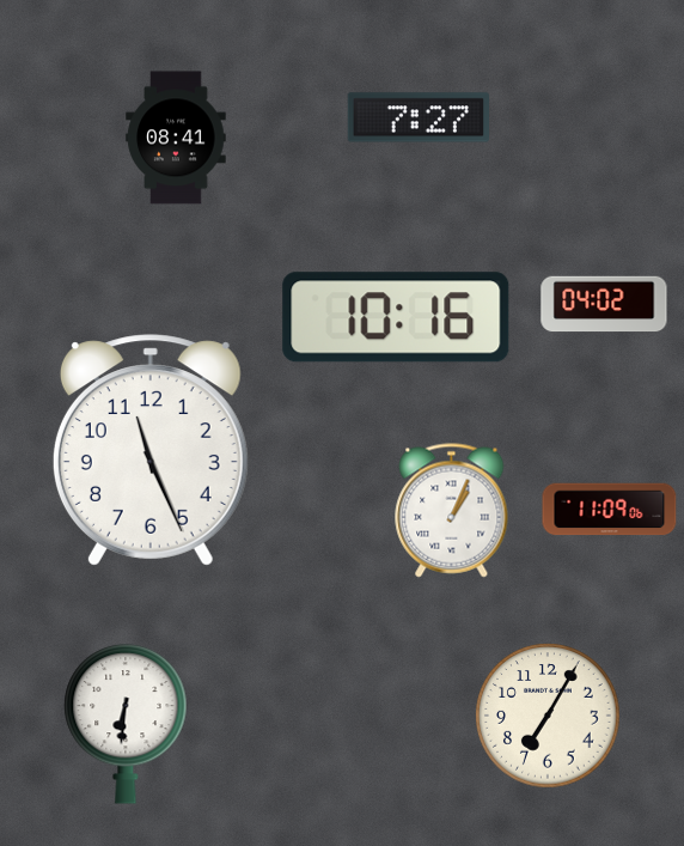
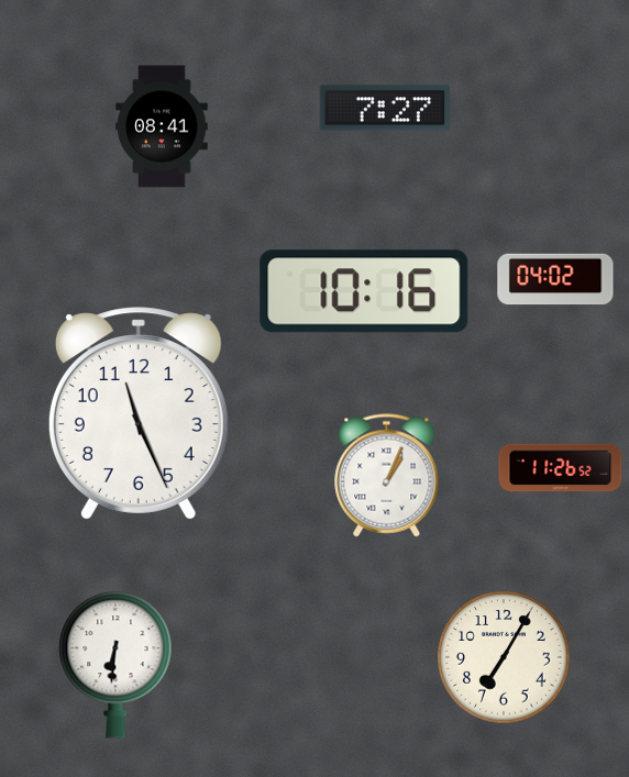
clock at (610, 510): 11:09 -> 11:26
clock at (452, 511) position: (452, 511) -> (387, 476)
